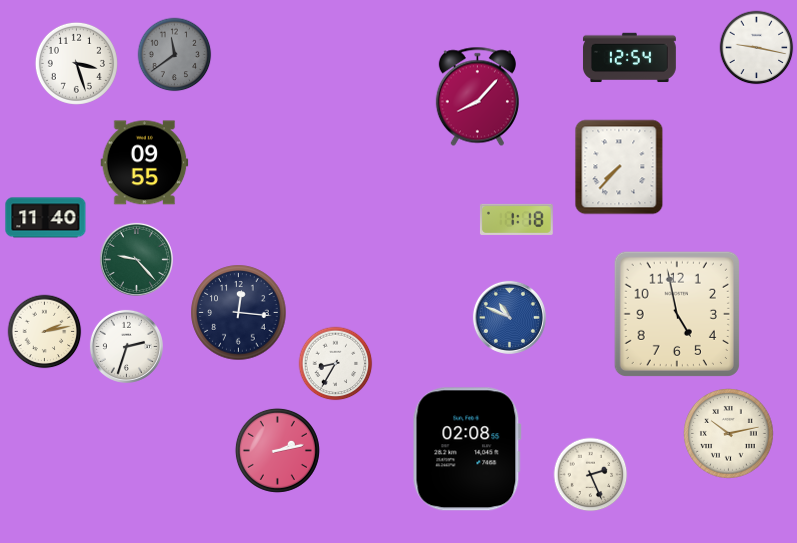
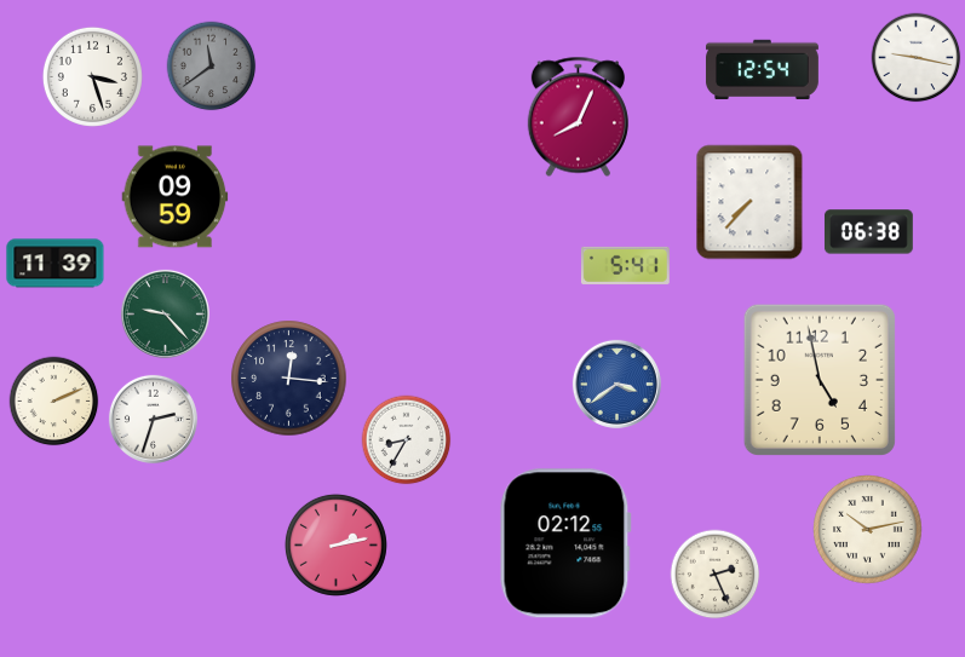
clock at (477, 97): 8:07 -> 8:04
clock at (145, 163): 09:55 -> 09:59
clock at (868, 232): none -> 06:38
clock at (46, 218): 11:40 -> 11:39
clock at (516, 219): 1:18 -> 5:41
clock at (509, 317): 10:49 -> 3:39
clock at (45, 332): 2:13 -> 2:11
clock at (729, 434) position: (729, 434) -> (868, 530)
clock at (467, 449): 02:08 -> 02:12
